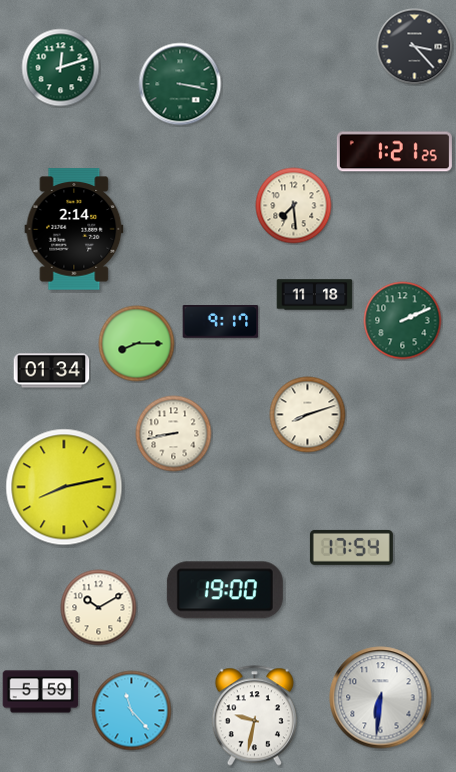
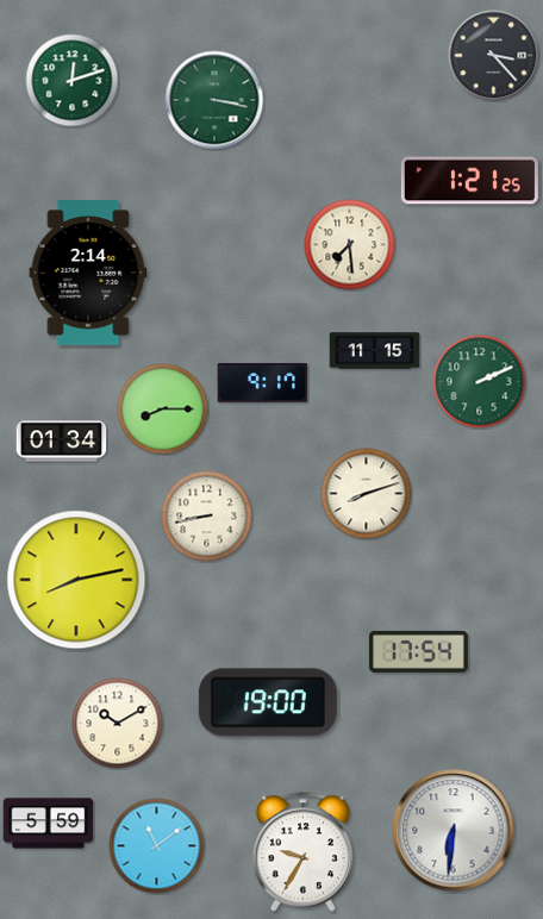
clock at (315, 295): 11:18 -> 11:15
clock at (132, 711): 11:23 -> 11:09
clock at (254, 716): 9:32 -> 9:35
